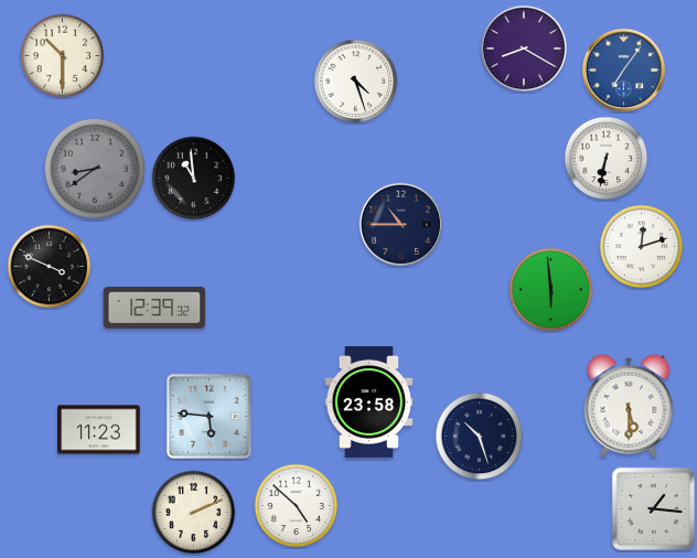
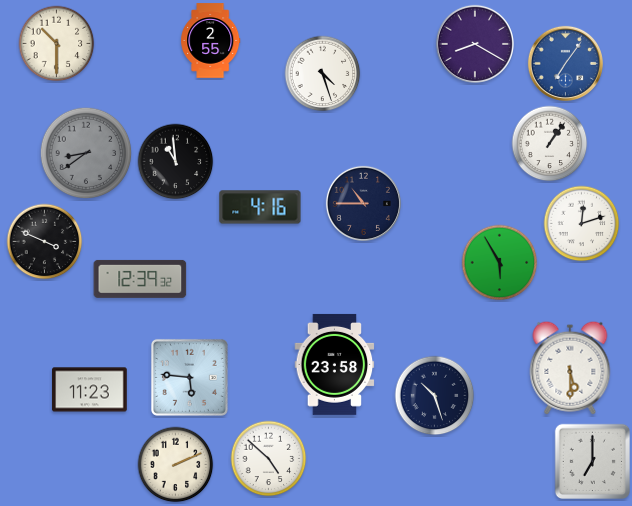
clock at (211, 41): none -> 2:55
clock at (63, 56) position: (63, 56) -> (57, 44)
clock at (607, 159): 6:32 -> 1:06
clock at (260, 207): none -> 4:16
clock at (551, 290): 5:59 -> 5:55
clock at (653, 508): 1:16 -> 7:00
